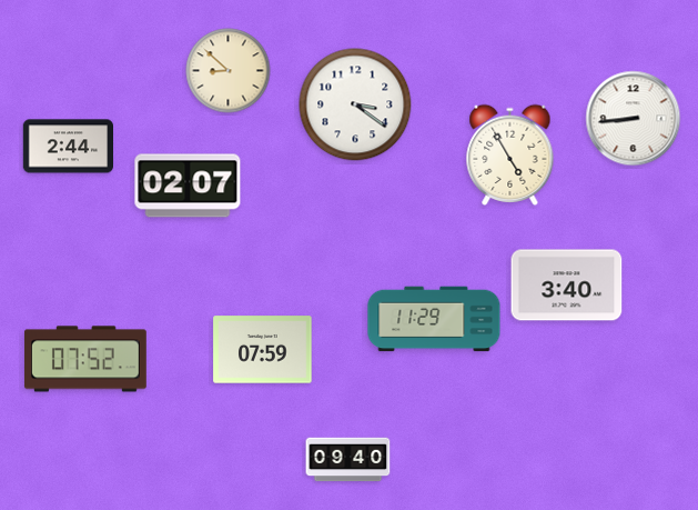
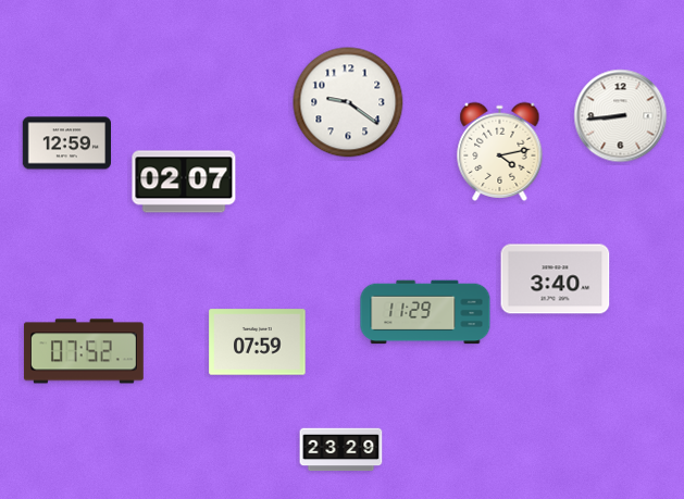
clock at (229, 71): 8:52 -> none
clock at (355, 104): 3:21 -> 9:21
clock at (68, 147): 2:44 -> 12:59
clock at (510, 154): 4:55 -> 4:13
clock at (348, 460): 09:40 -> 23:29
